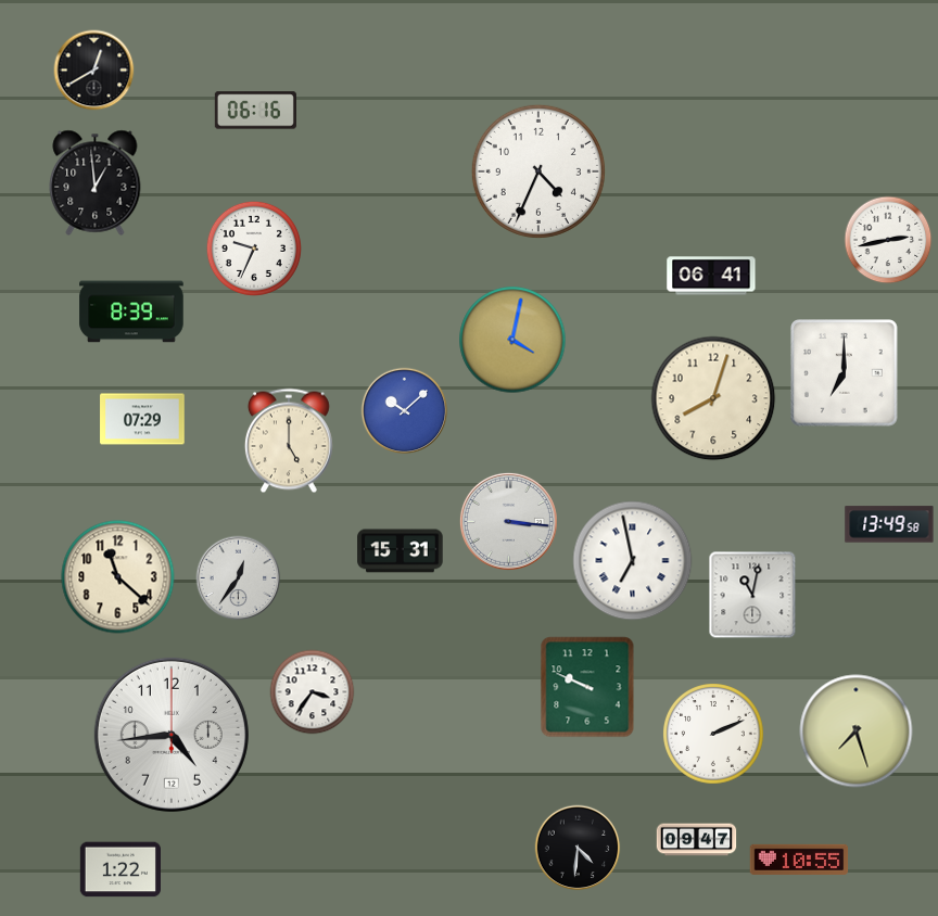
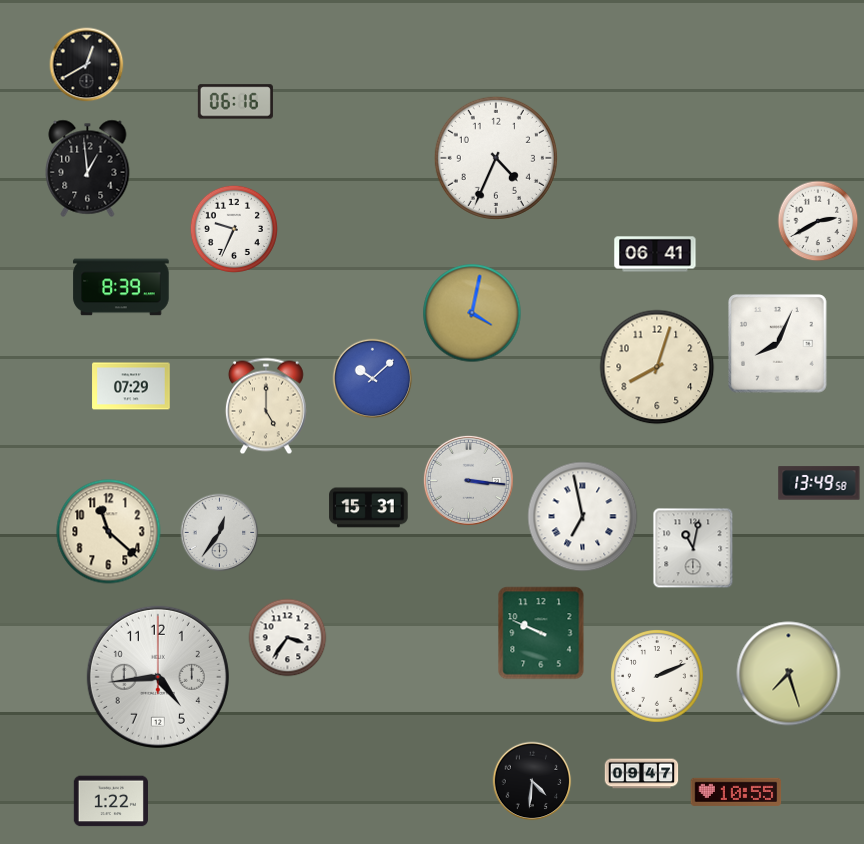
clock at (888, 240): 2:43 -> 2:40
clock at (845, 373): 7:00 -> 8:04
